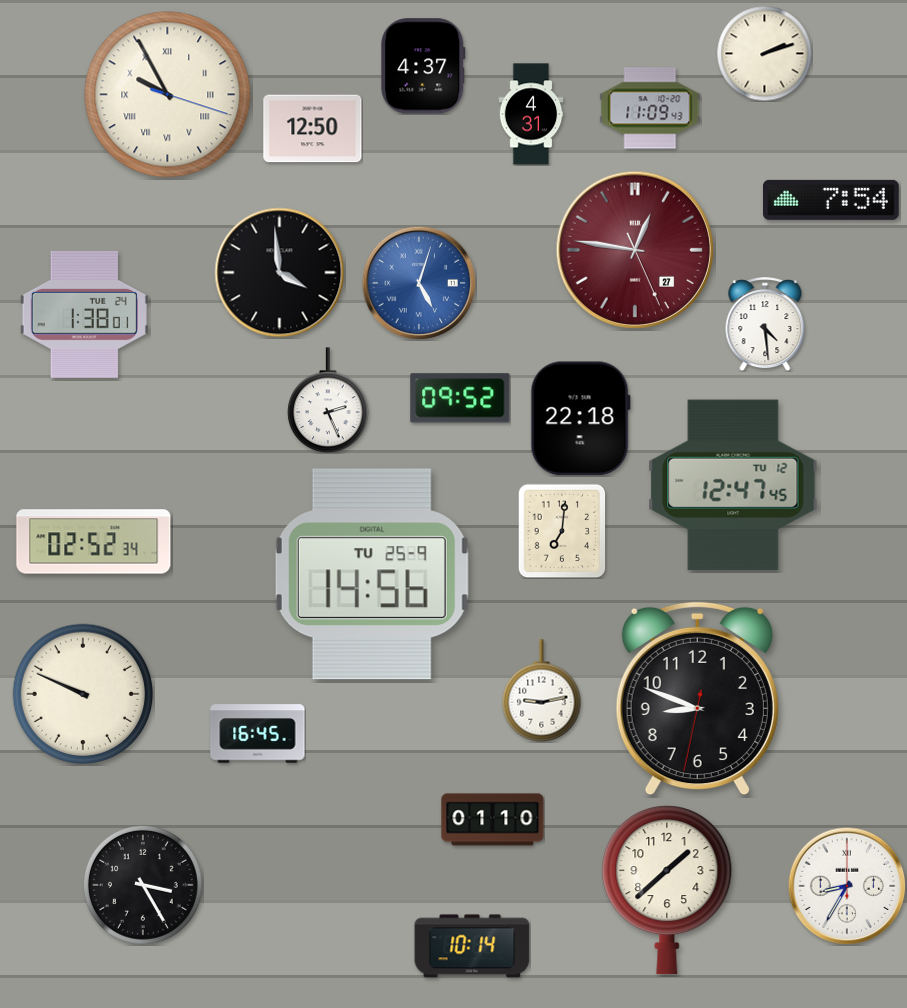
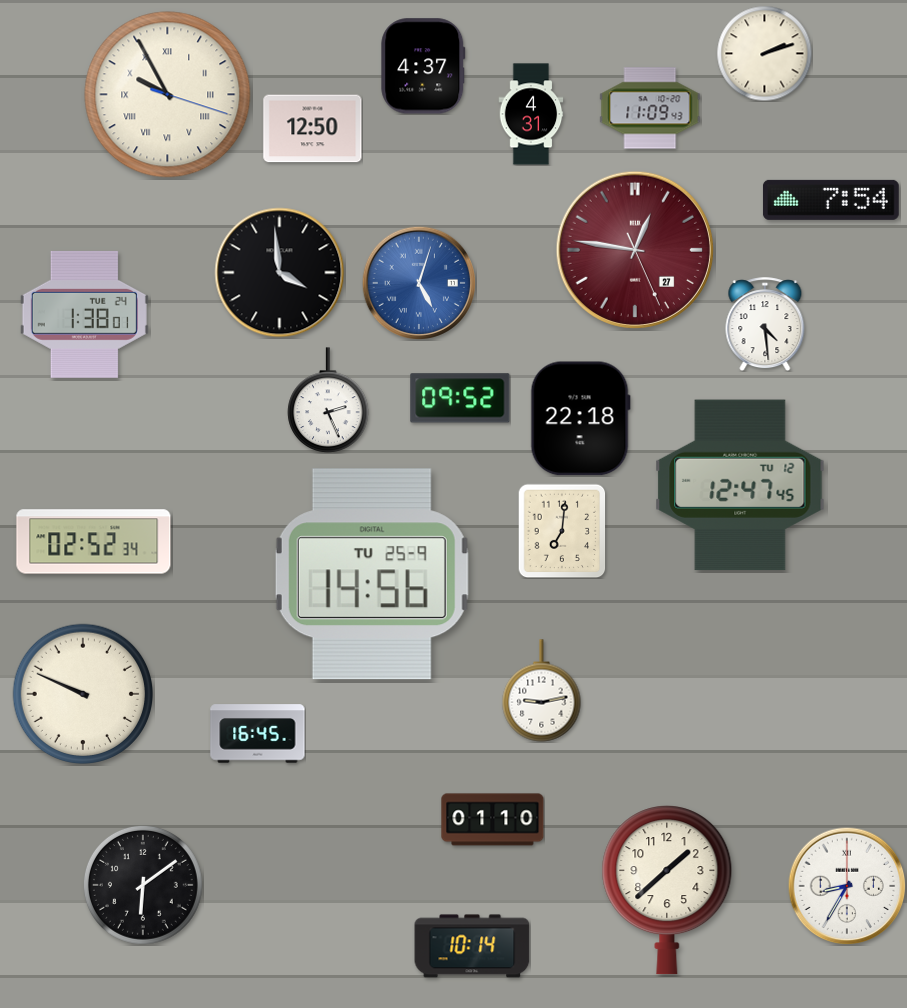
clock at (733, 485) position: (733, 485) -> (740, 485)
clock at (697, 699): 8:48 -> none
clock at (143, 885): 3:25 -> 6:09
